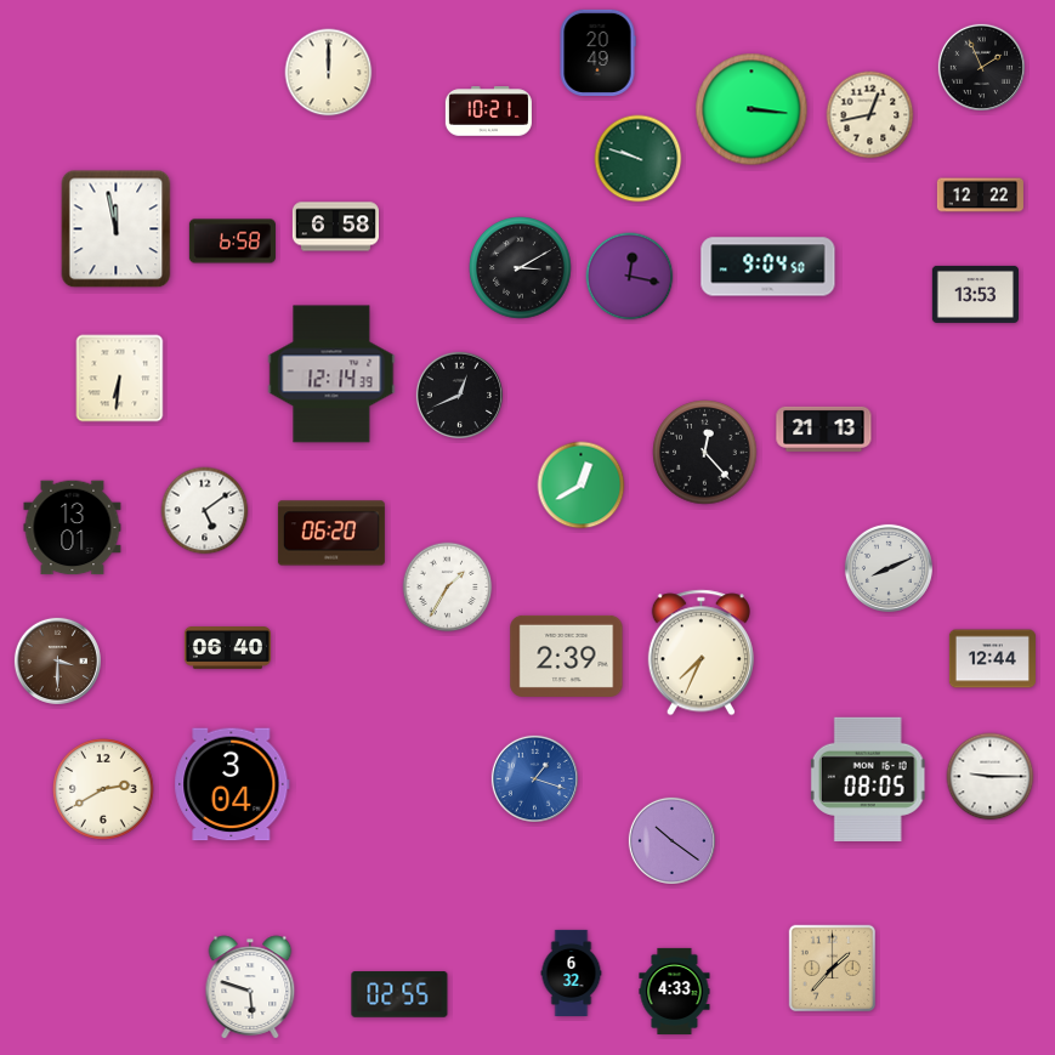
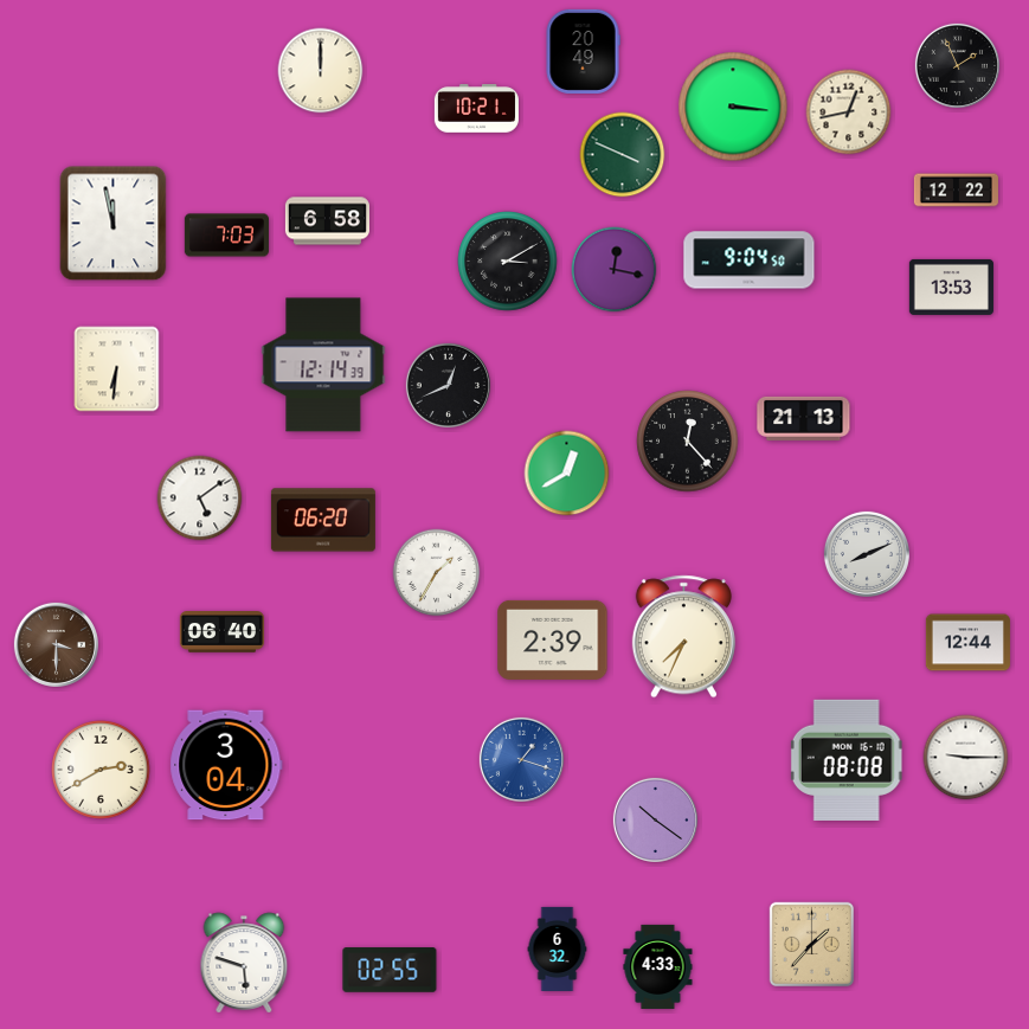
clock at (639, 159): 9:48 -> 3:49
clock at (232, 242): 6:58 -> 7:03
clock at (73, 528): 13:01 -> none
clock at (868, 779): 08:05 -> 08:08
